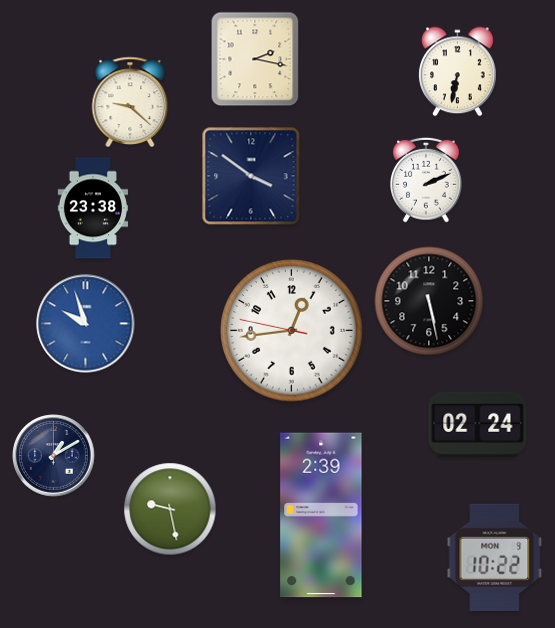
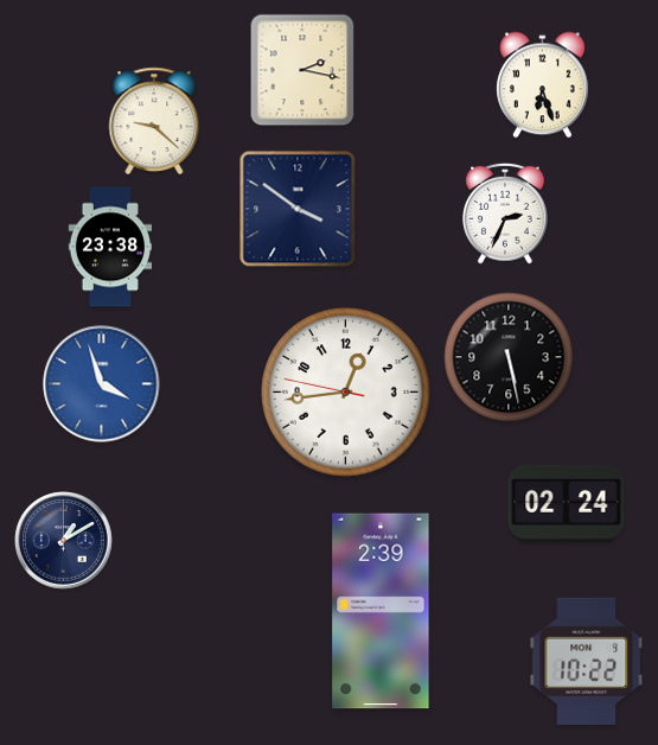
clock at (458, 72): 6:32 -> 6:27
clock at (426, 180): 2:11 -> 2:34
clock at (86, 324): 9:57 -> 3:57
clock at (170, 509): 9:28 -> none
